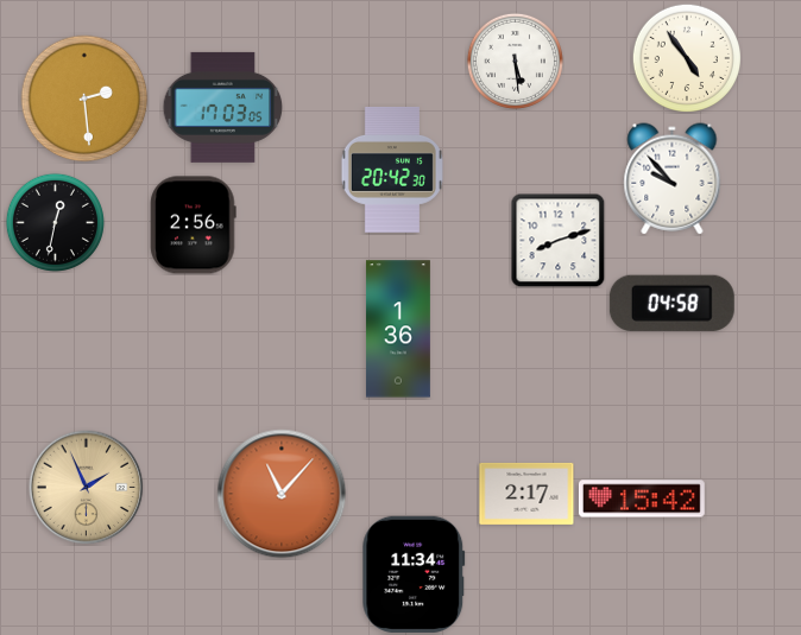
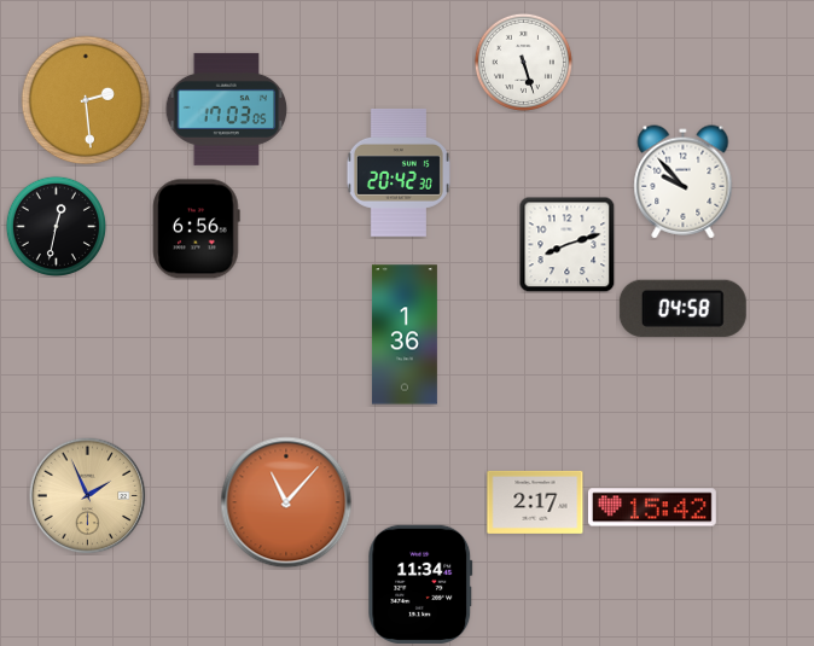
clock at (686, 57): 4:54 -> none
clock at (515, 61): 5:29 -> 5:27
clock at (194, 226): 2:56 -> 6:56
